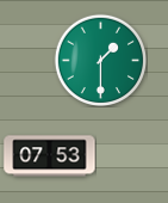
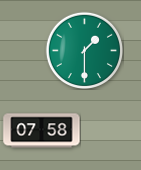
clock at (50, 156): 07:53 -> 07:58
